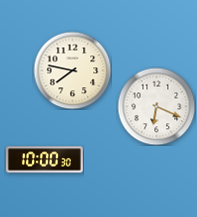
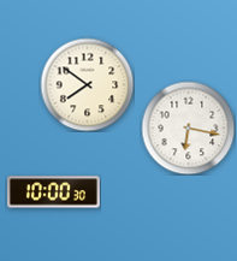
clock at (72, 70): 7:47 -> 7:51
clock at (156, 106): 6:19 -> 6:17
